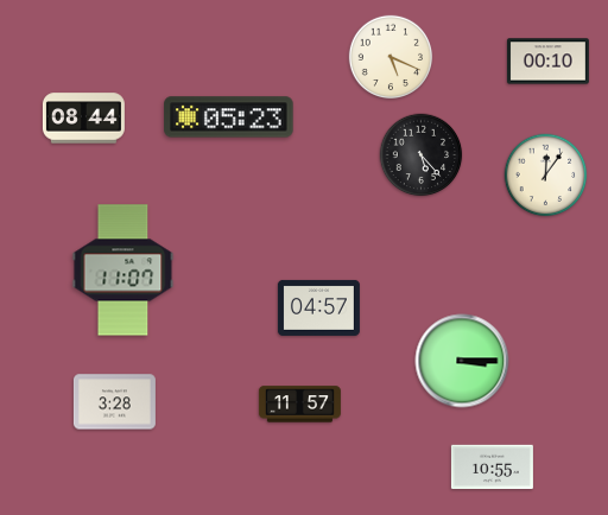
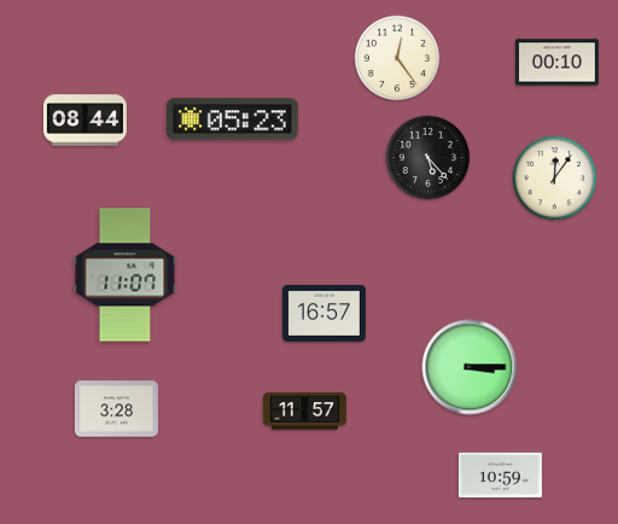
clock at (391, 57): 5:19 -> 12:24
clock at (318, 307): 04:57 -> 16:57
clock at (492, 468): 10:55 -> 10:59
